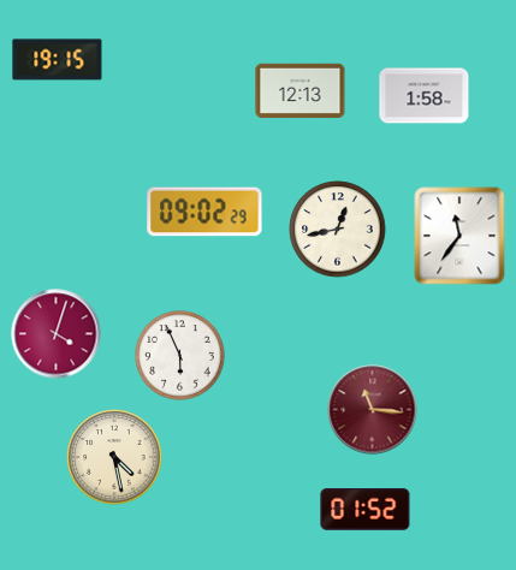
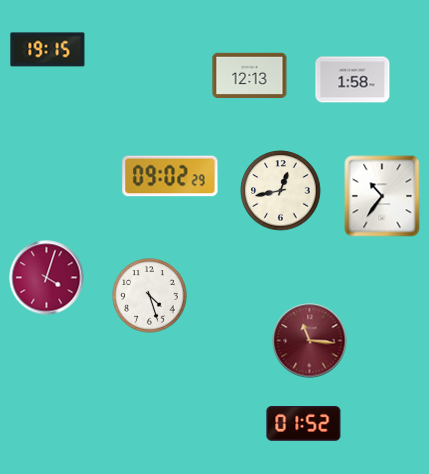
clock at (459, 236): 11:36 -> 10:36
clock at (180, 356): 5:56 -> 4:27
clock at (114, 457): 4:28 -> none
